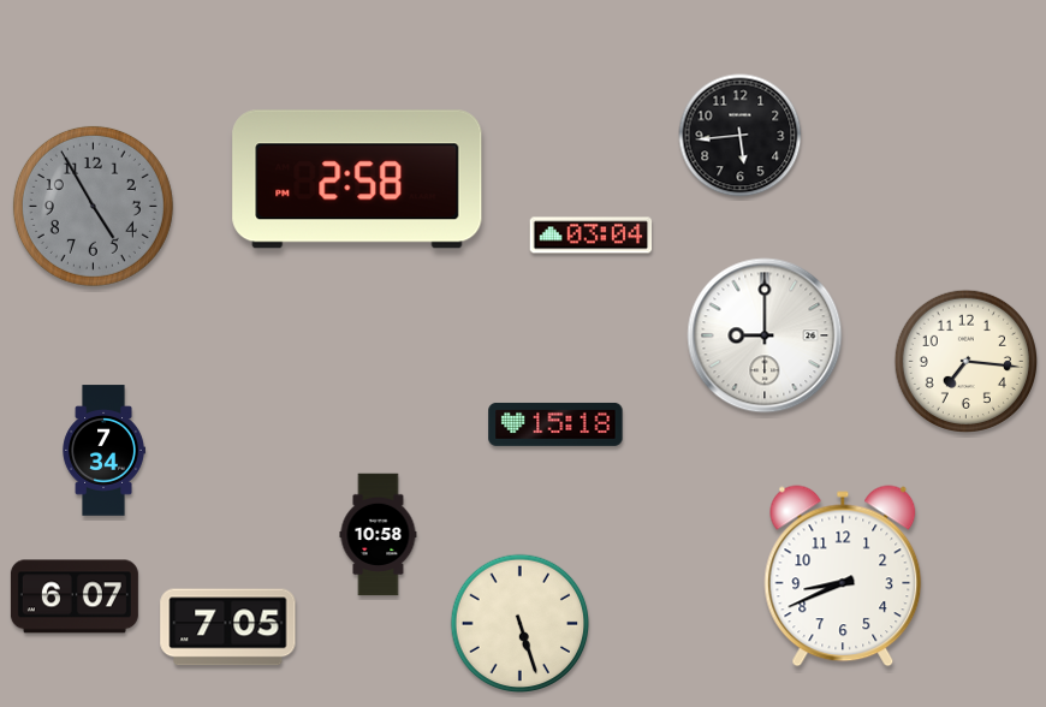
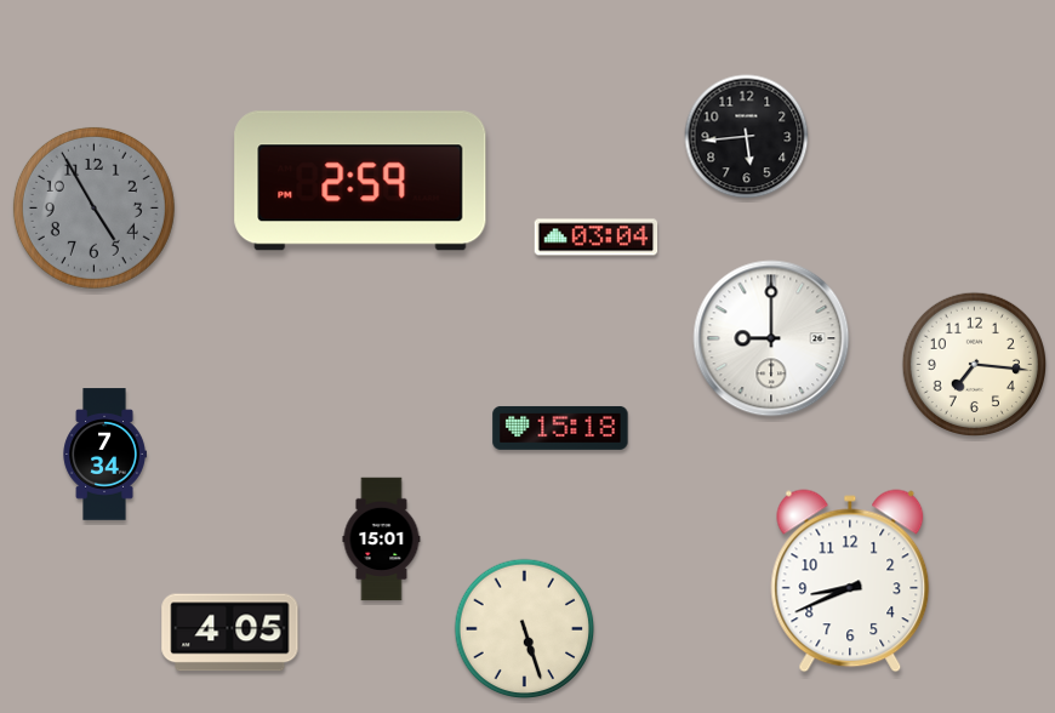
clock at (357, 179): 2:58 -> 2:59
clock at (379, 535): 10:58 -> 15:01
clock at (75, 596): 6:07 -> none
clock at (228, 628): 7:05 -> 4:05
